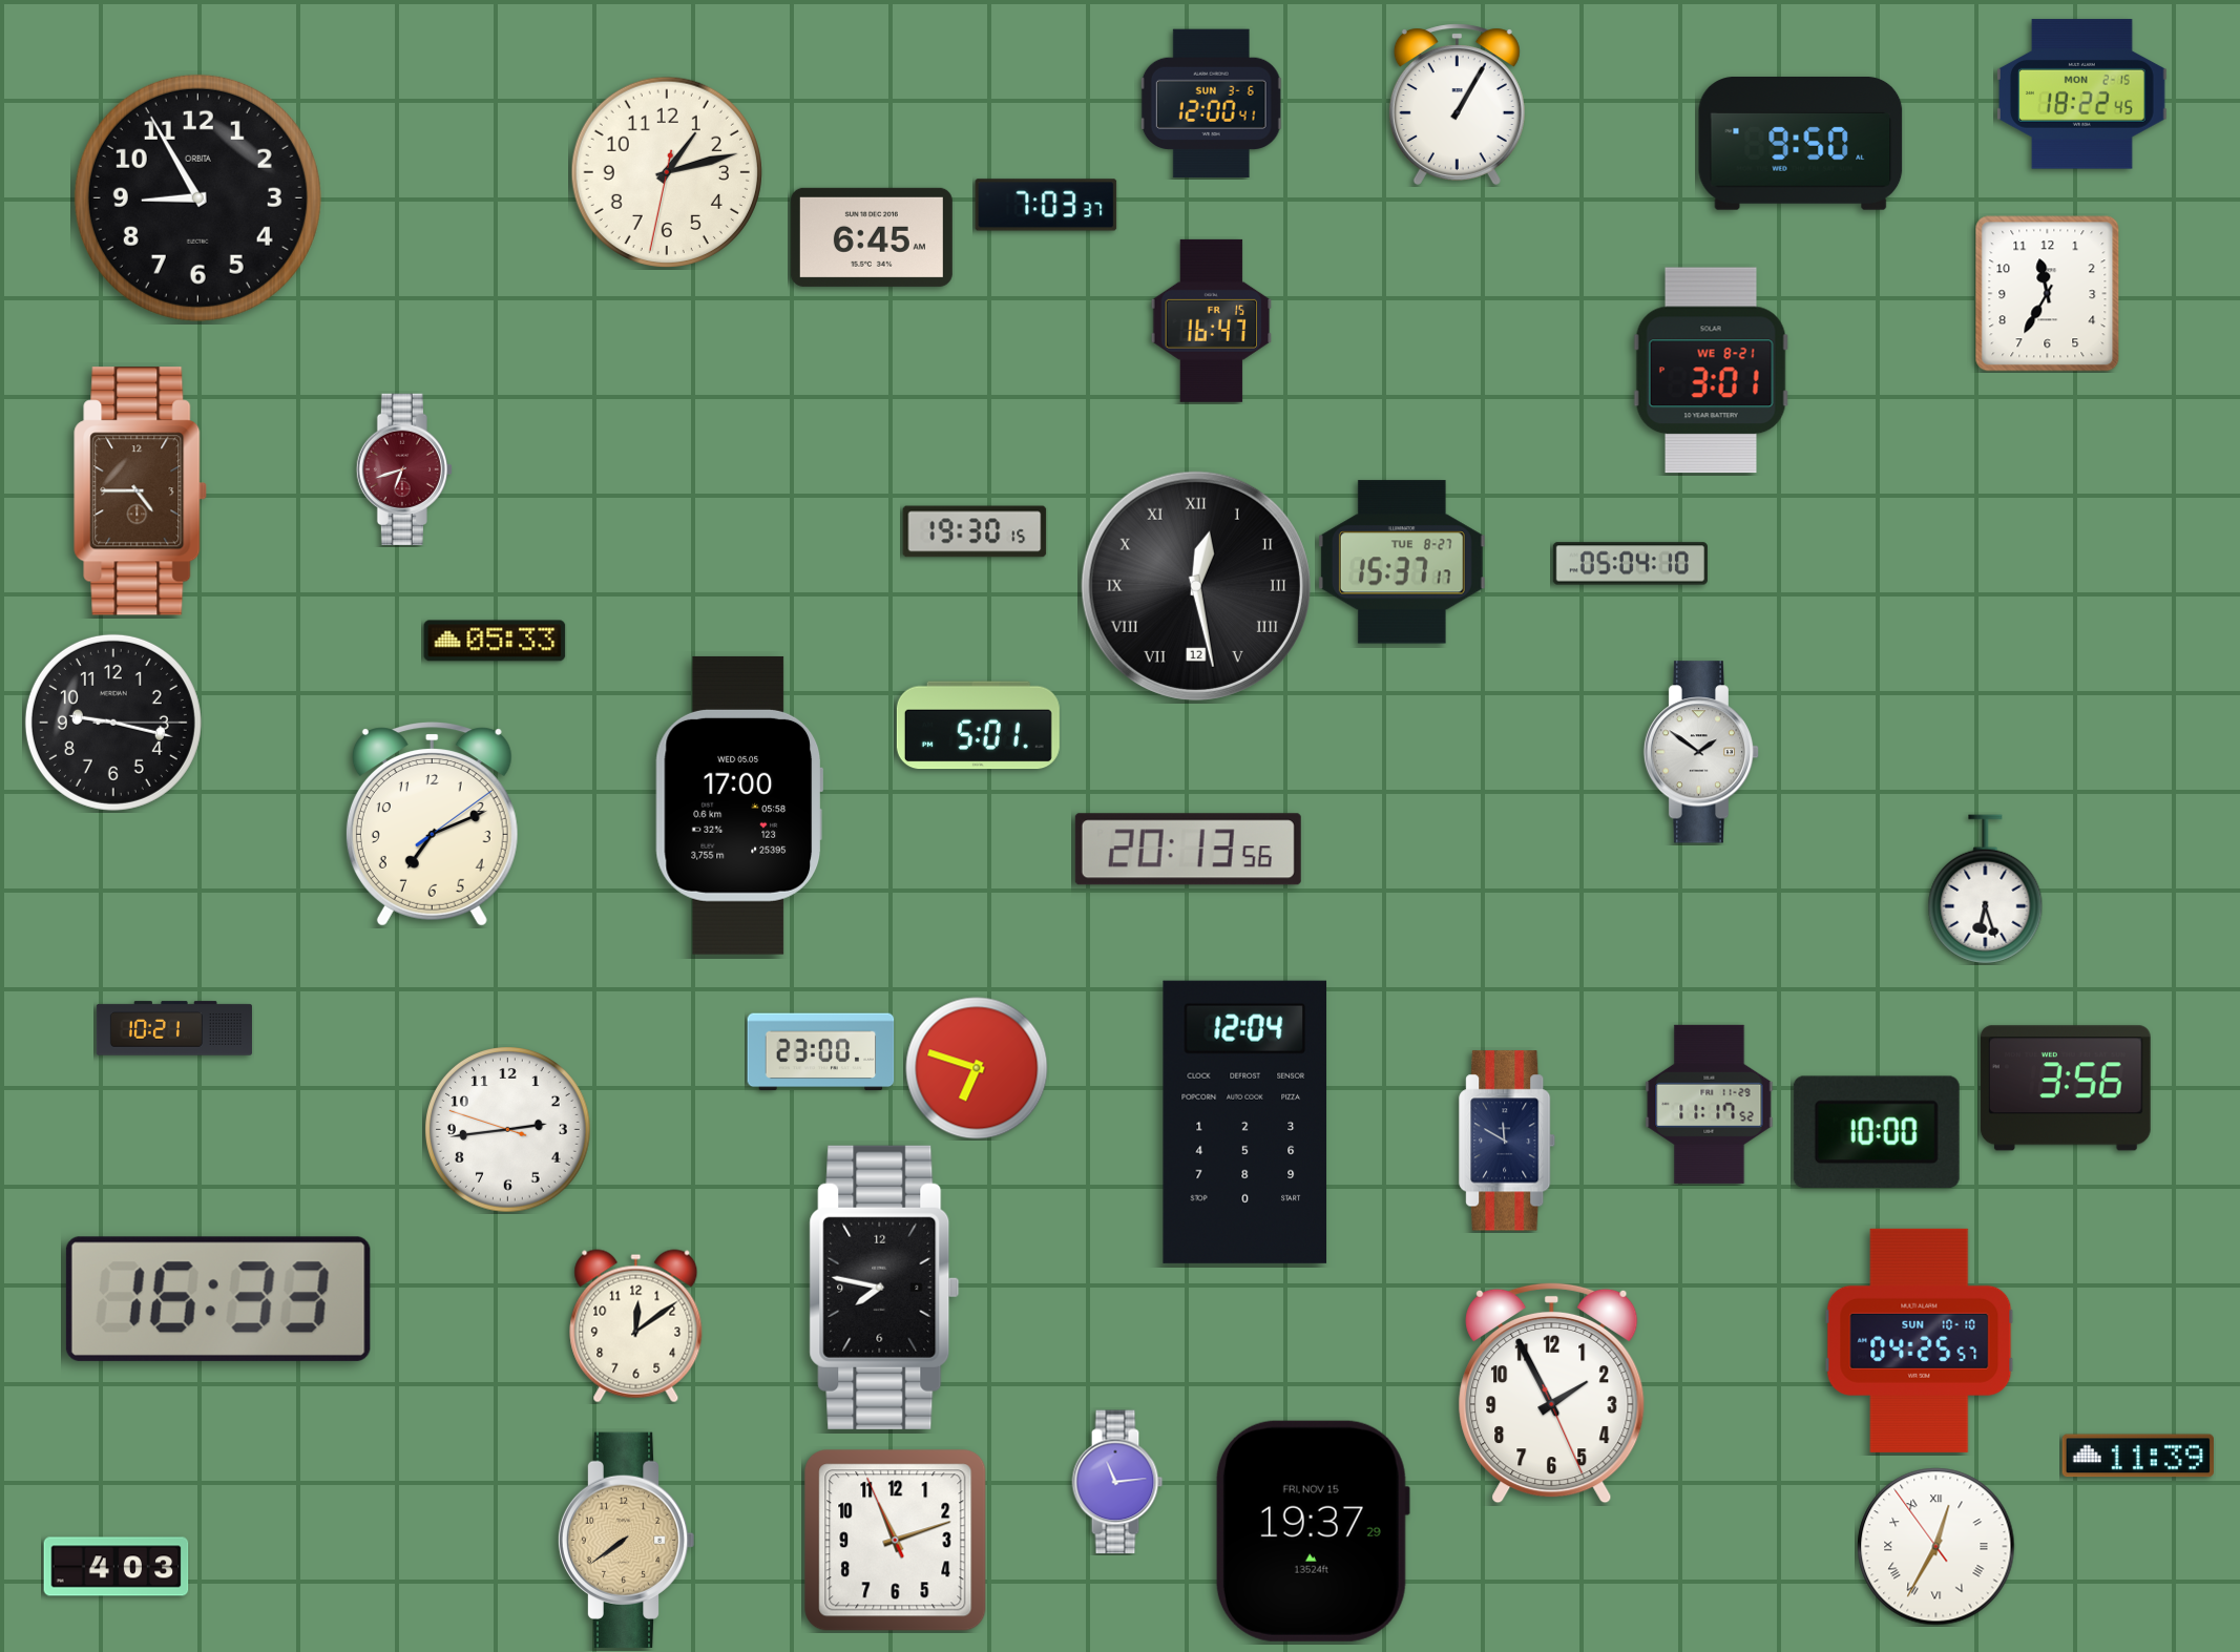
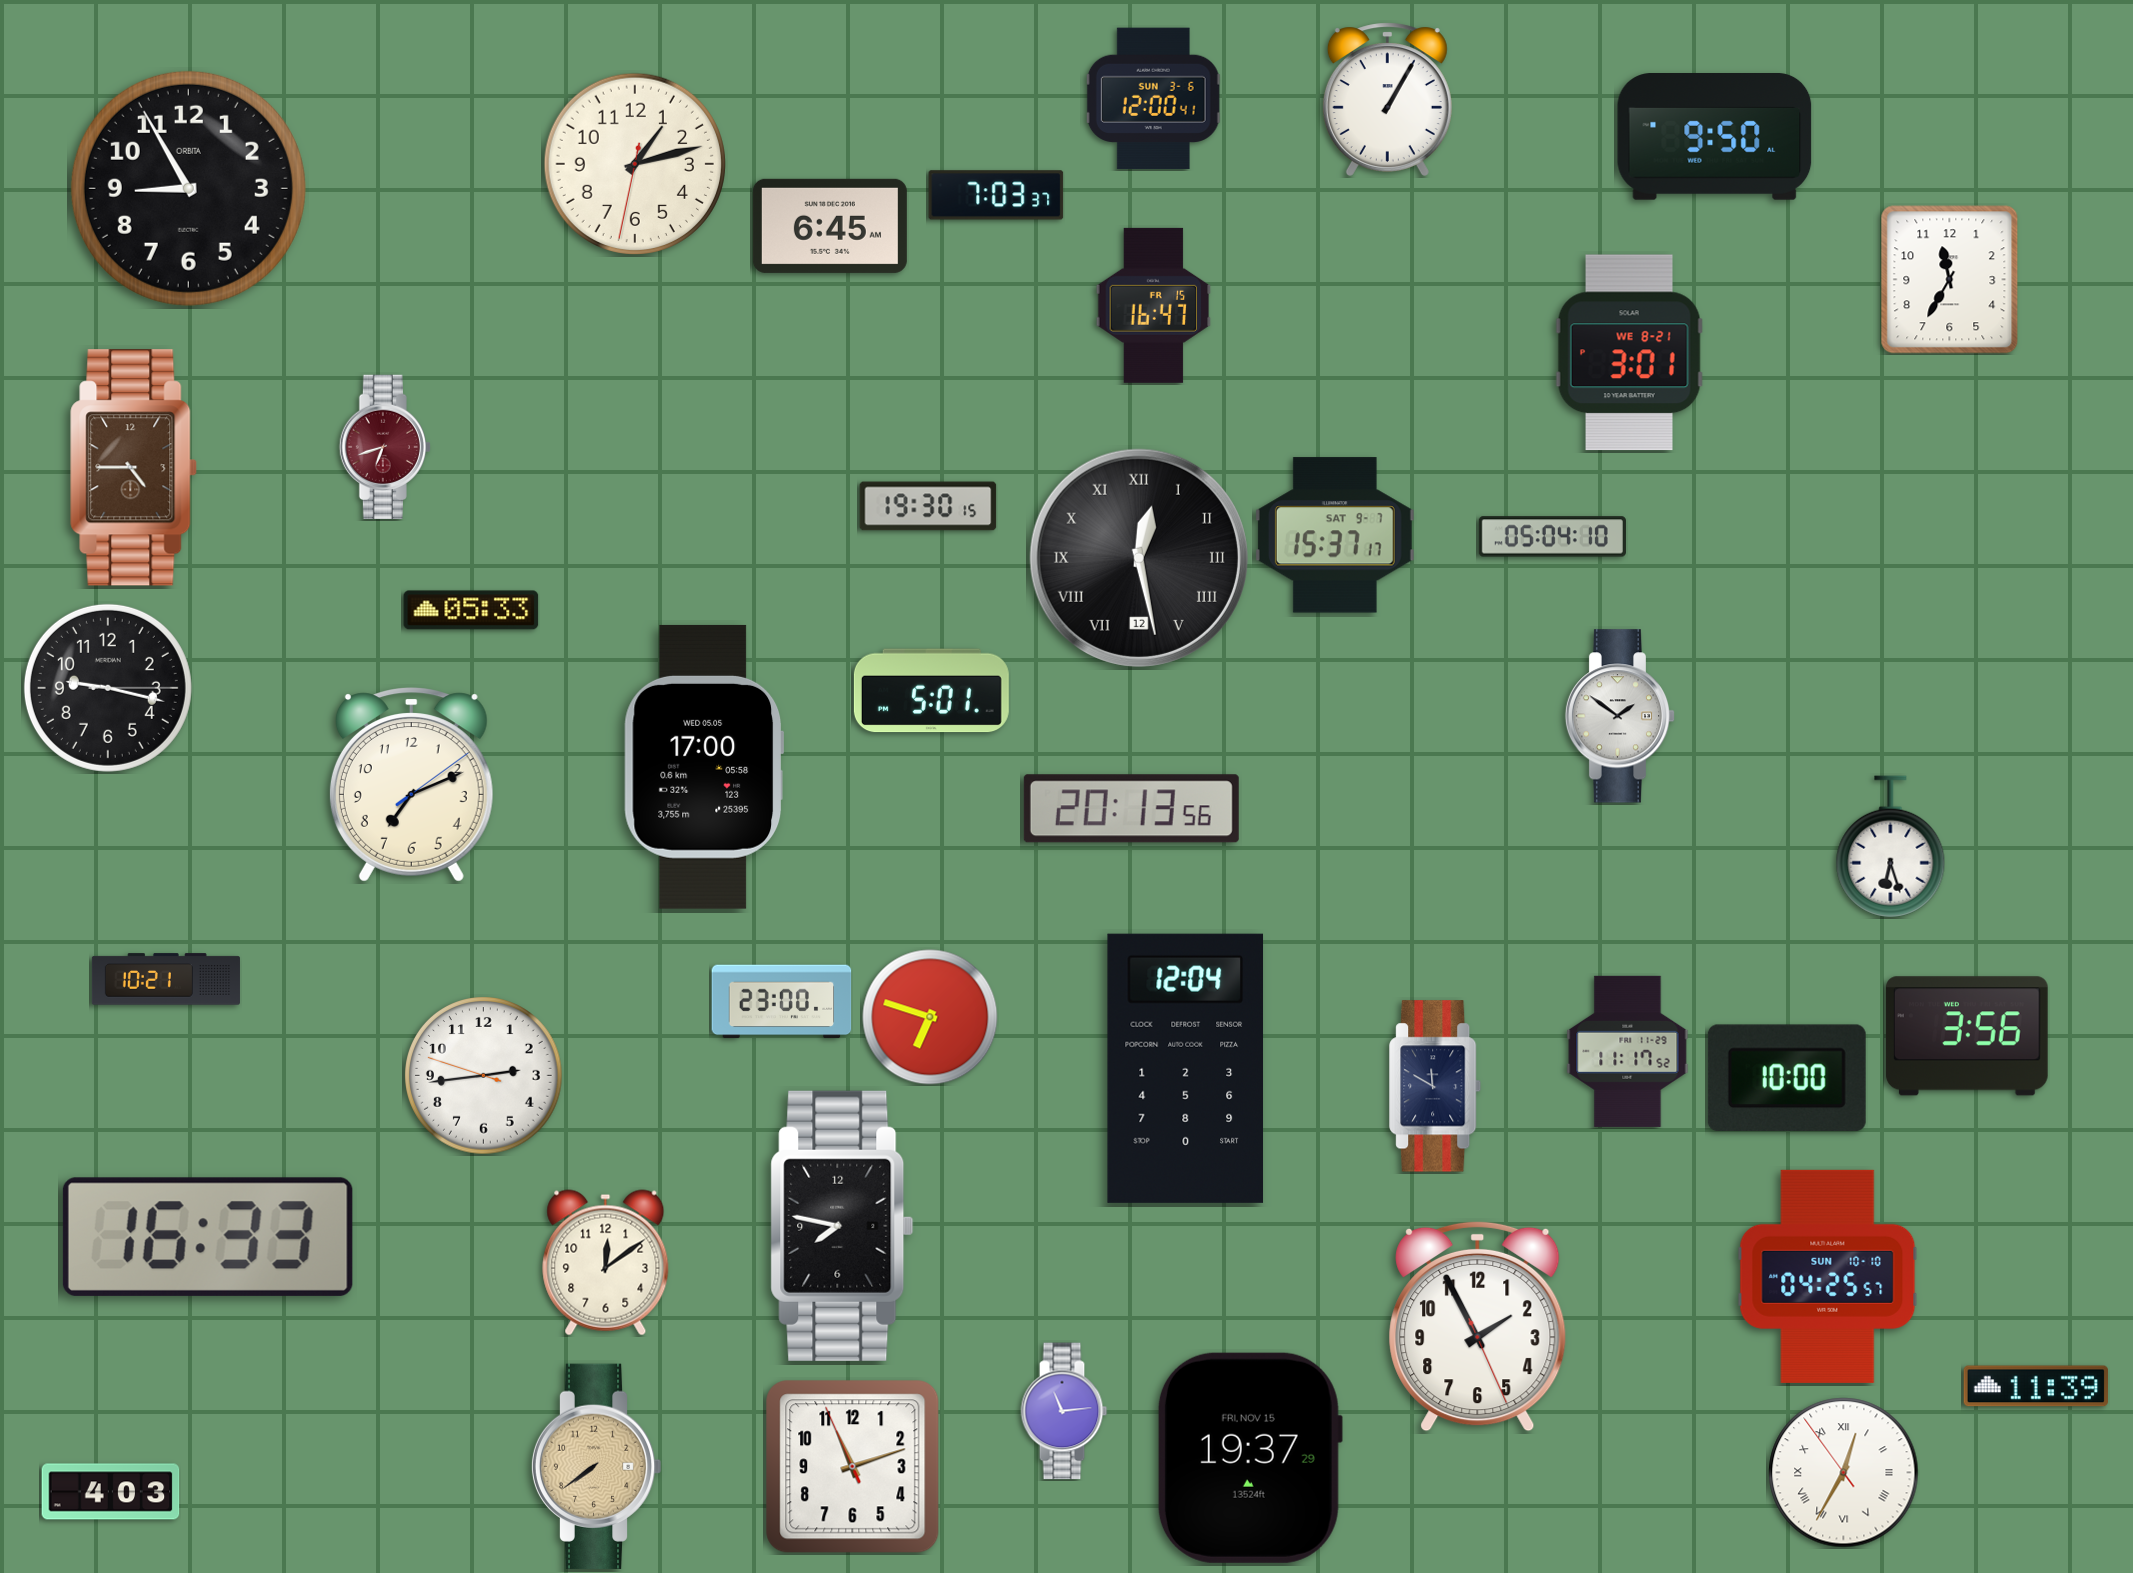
clock at (2082, 95): 18:22 -> none
clock at (1402, 562) date: TUE 8-27 -> SAT 9-7
